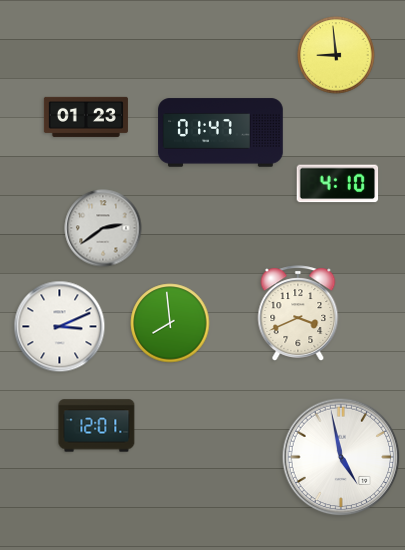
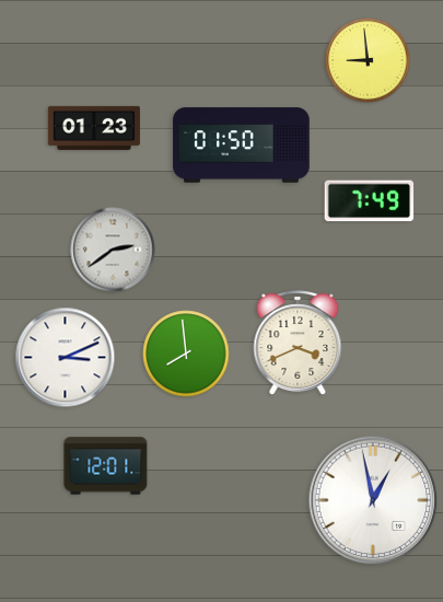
clock at (221, 133): 01:47 -> 01:50
clock at (338, 184): 4:10 -> 7:49
clock at (298, 313) position: (298, 313) -> (298, 343)
clock at (341, 457): 4:58 -> 12:58
